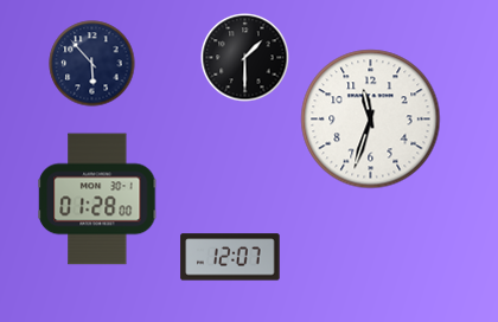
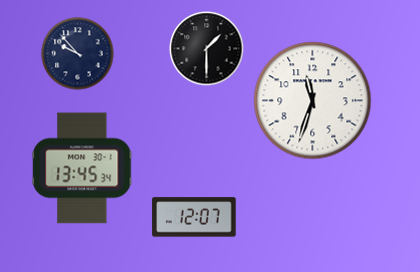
clock at (92, 64): 5:53 -> 9:53
clock at (97, 199): 01:28 -> 13:45
